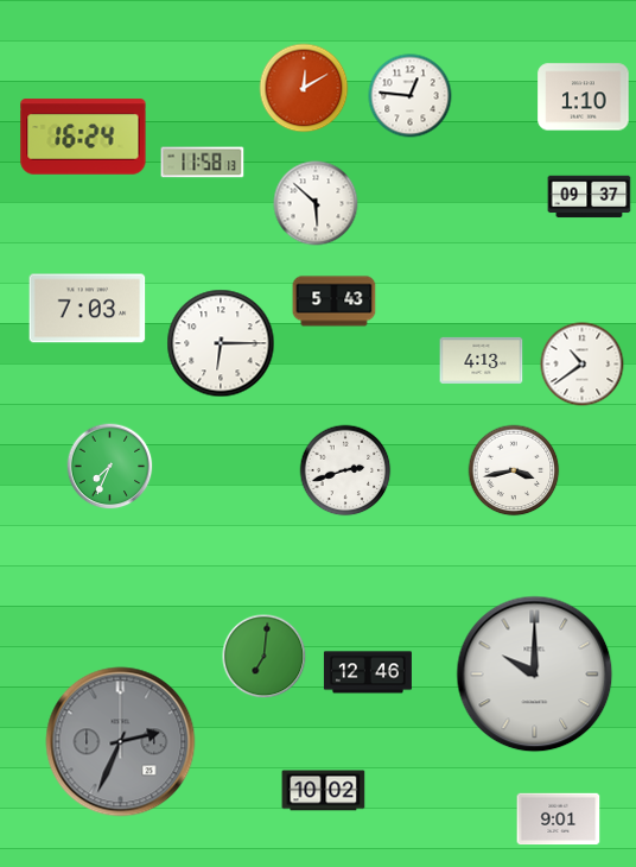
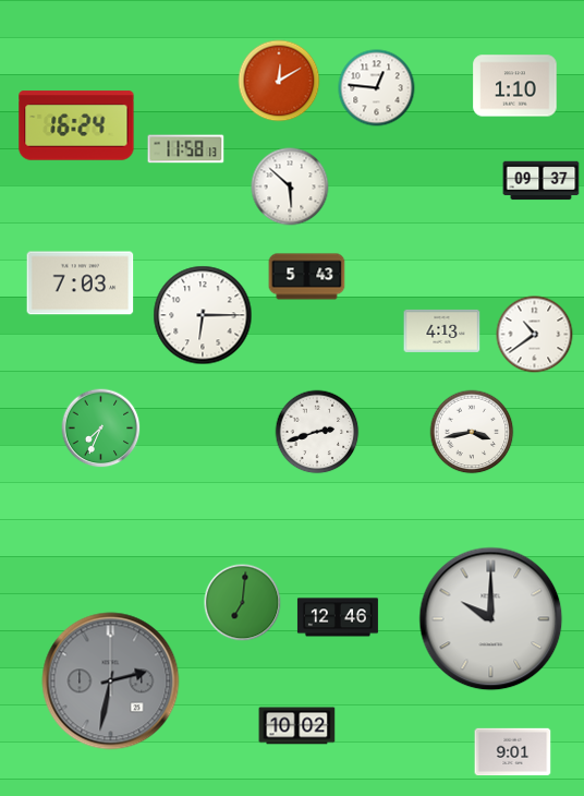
clock at (584, 97) position: (584, 97) -> (515, 86)
clock at (121, 742): 2:34 -> 2:32
